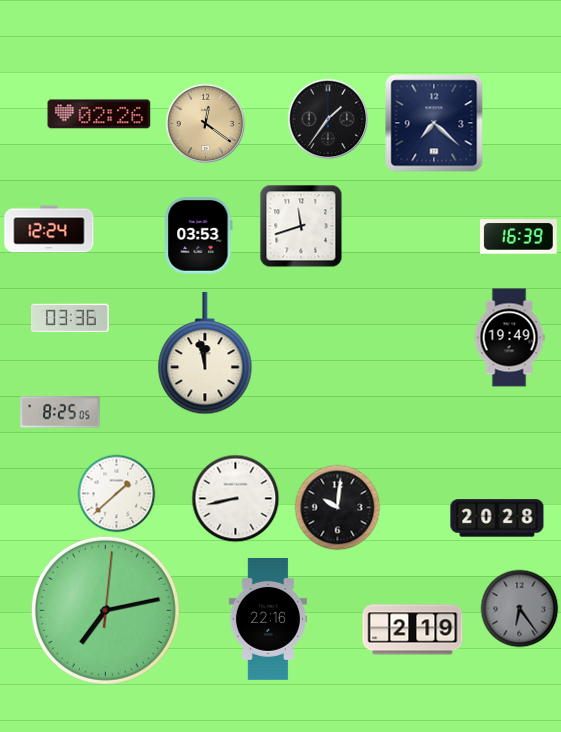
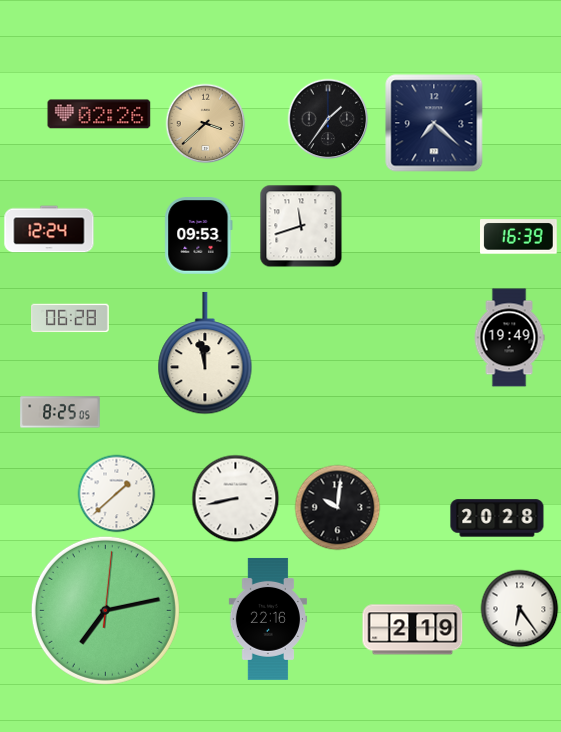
clock at (205, 123): 12:21 -> 3:38
clock at (199, 236): 03:53 -> 09:53
clock at (70, 318): 03:36 -> 06:28
clock at (519, 608) dial: grey -> white
